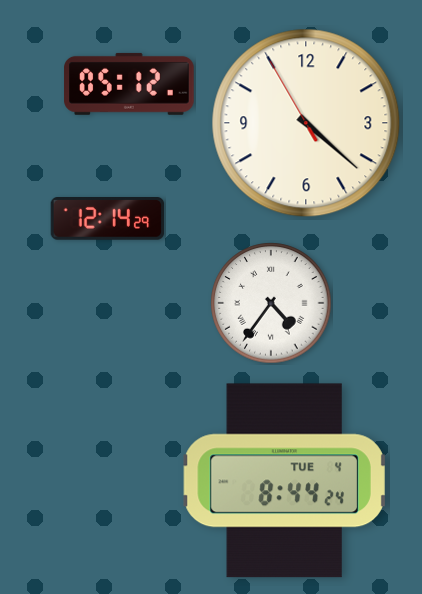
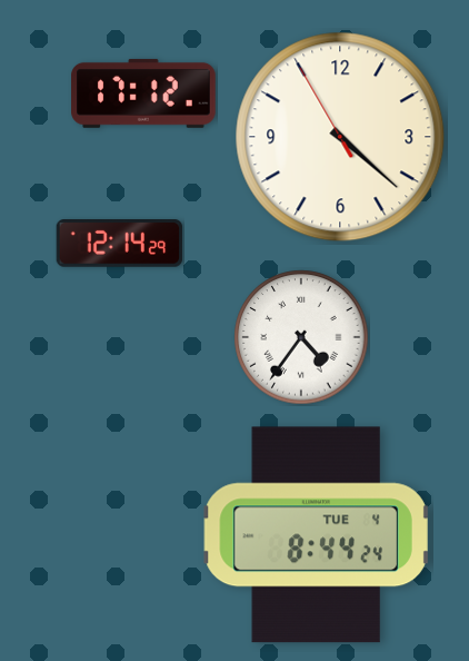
clock at (129, 84): 05:12 -> 17:12
